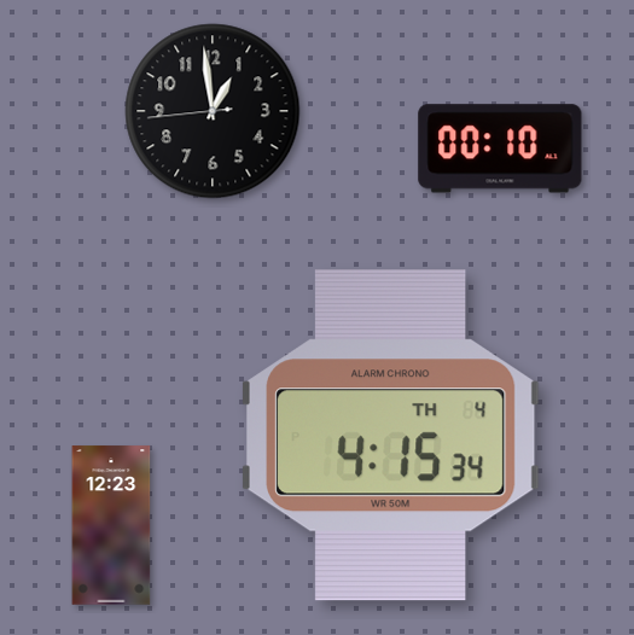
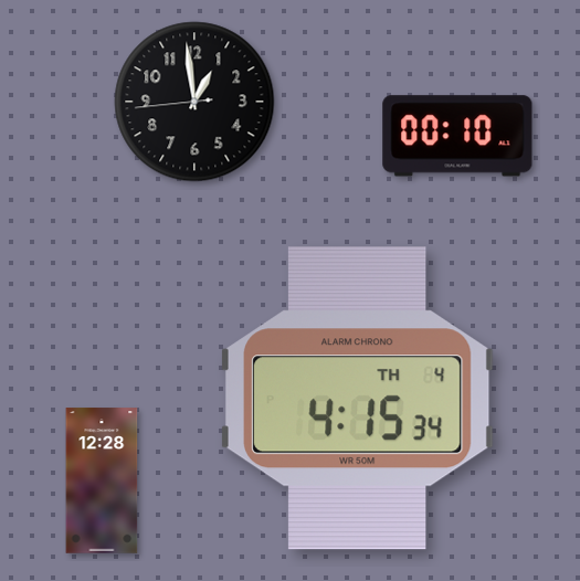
clock at (111, 525): 12:23 -> 12:28
